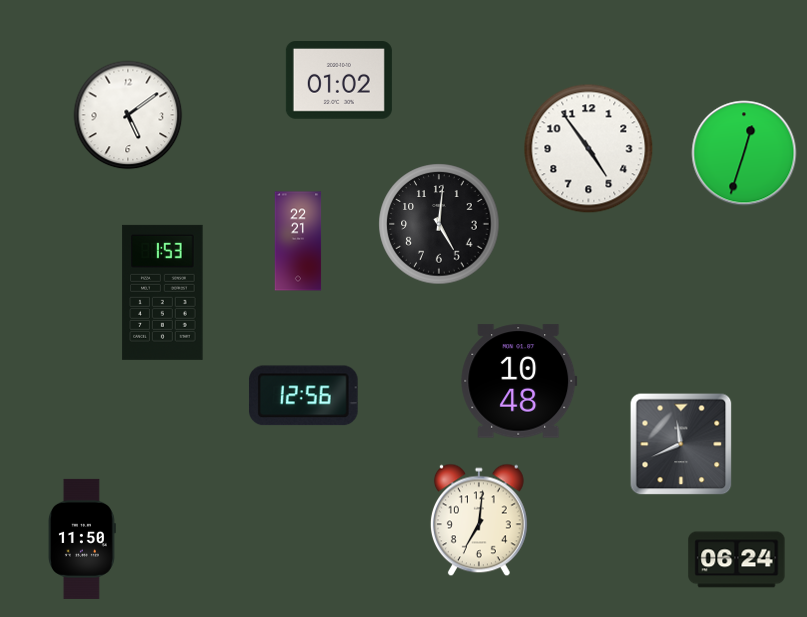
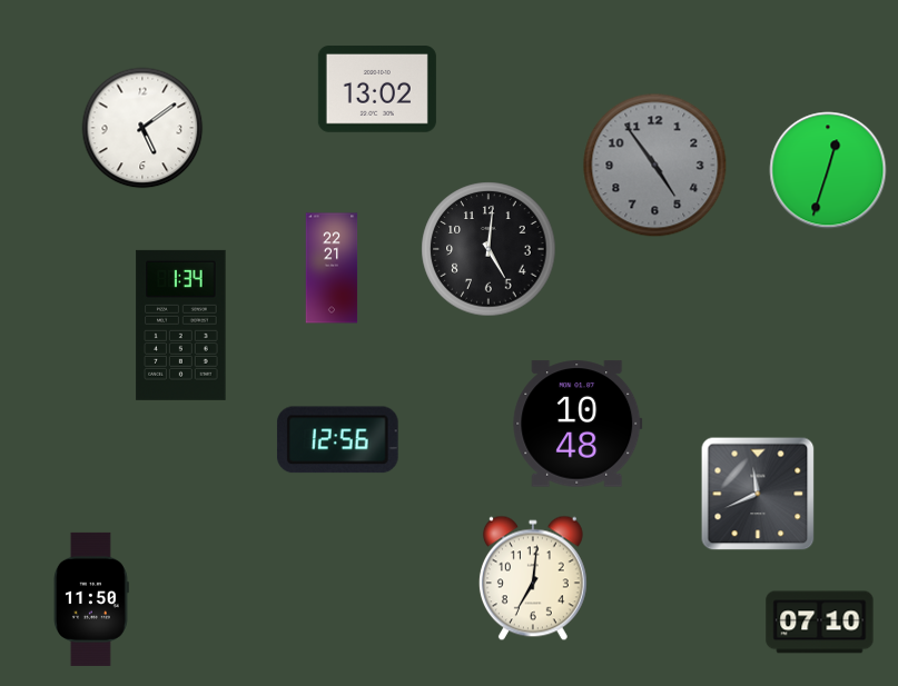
clock at (339, 81): 01:02 -> 13:02
clock at (589, 149) dial: white -> grey
clock at (163, 292): 1:53 -> 1:34
clock at (737, 560): 06:24 -> 07:10
